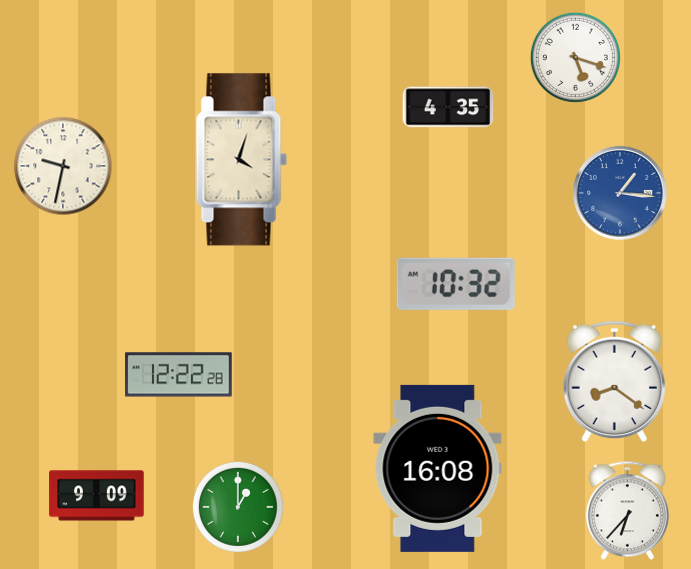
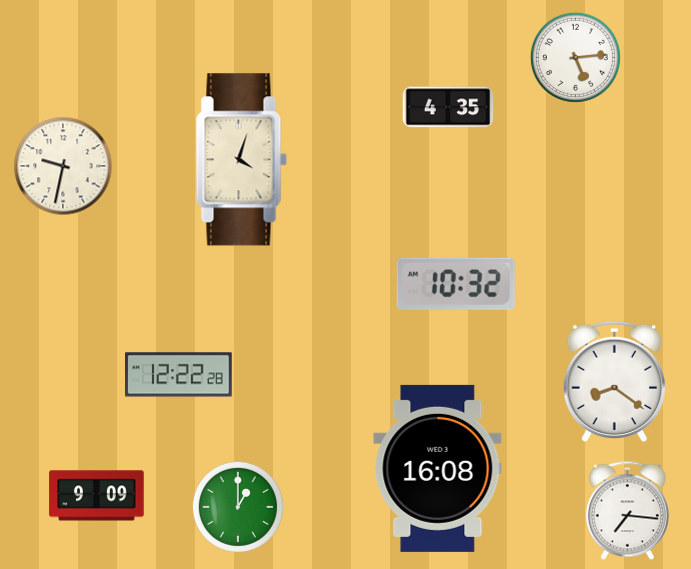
clock at (575, 57): 5:18 -> 5:14
clock at (621, 194): 1:16 -> none
clock at (627, 511): 6:37 -> 7:16
